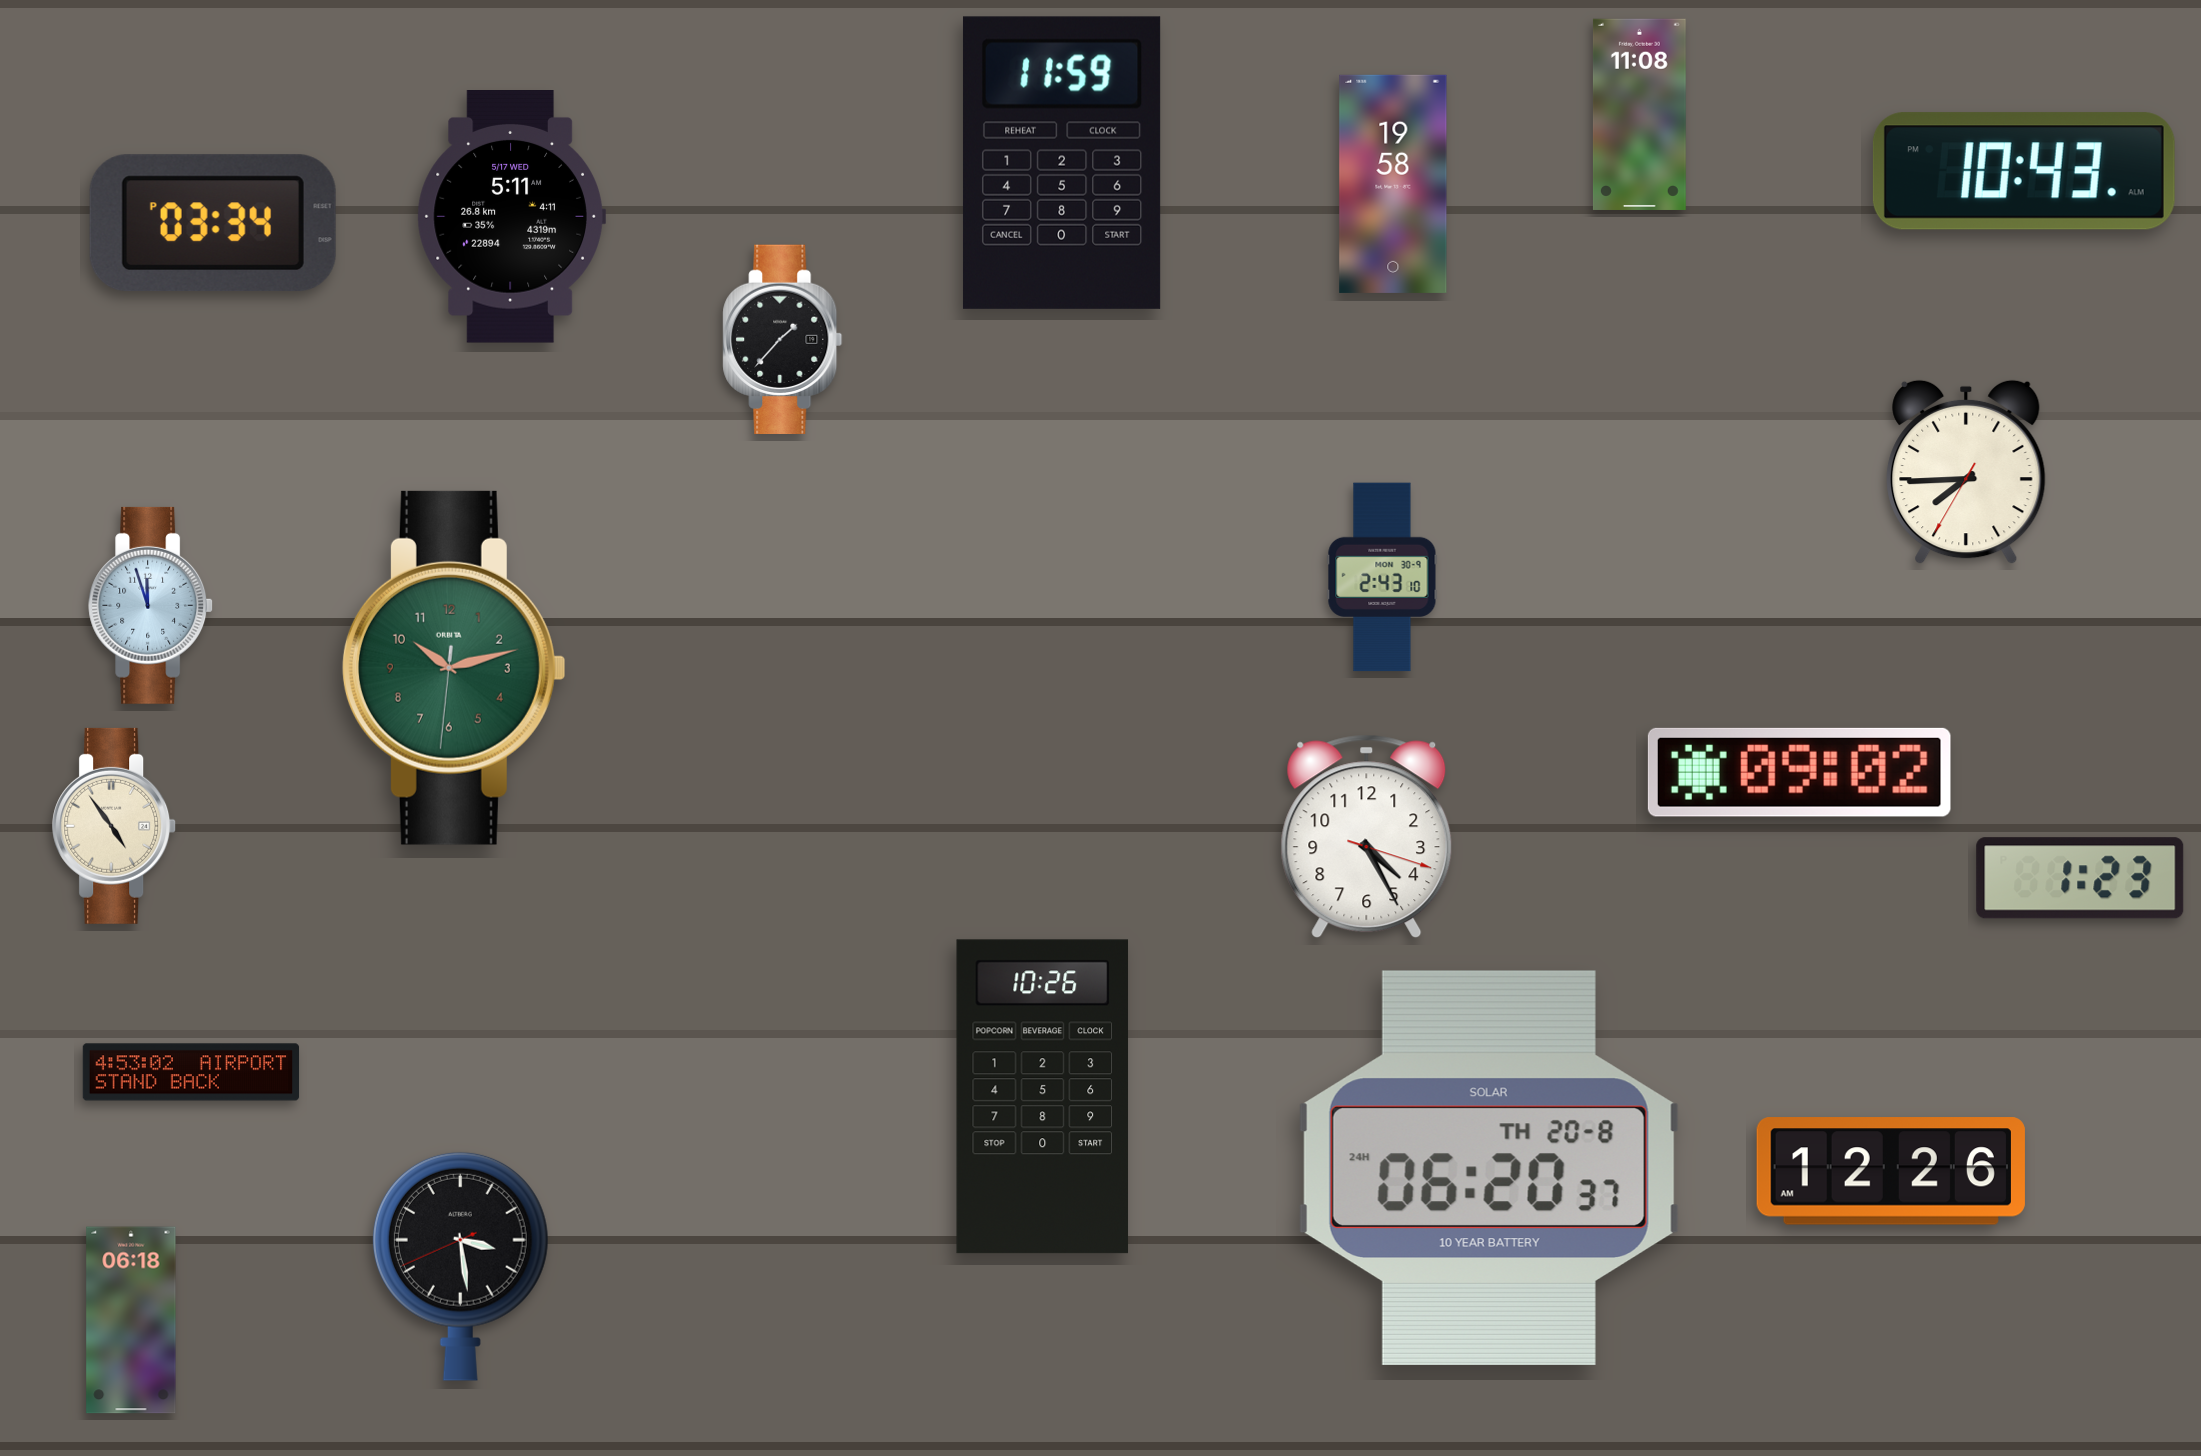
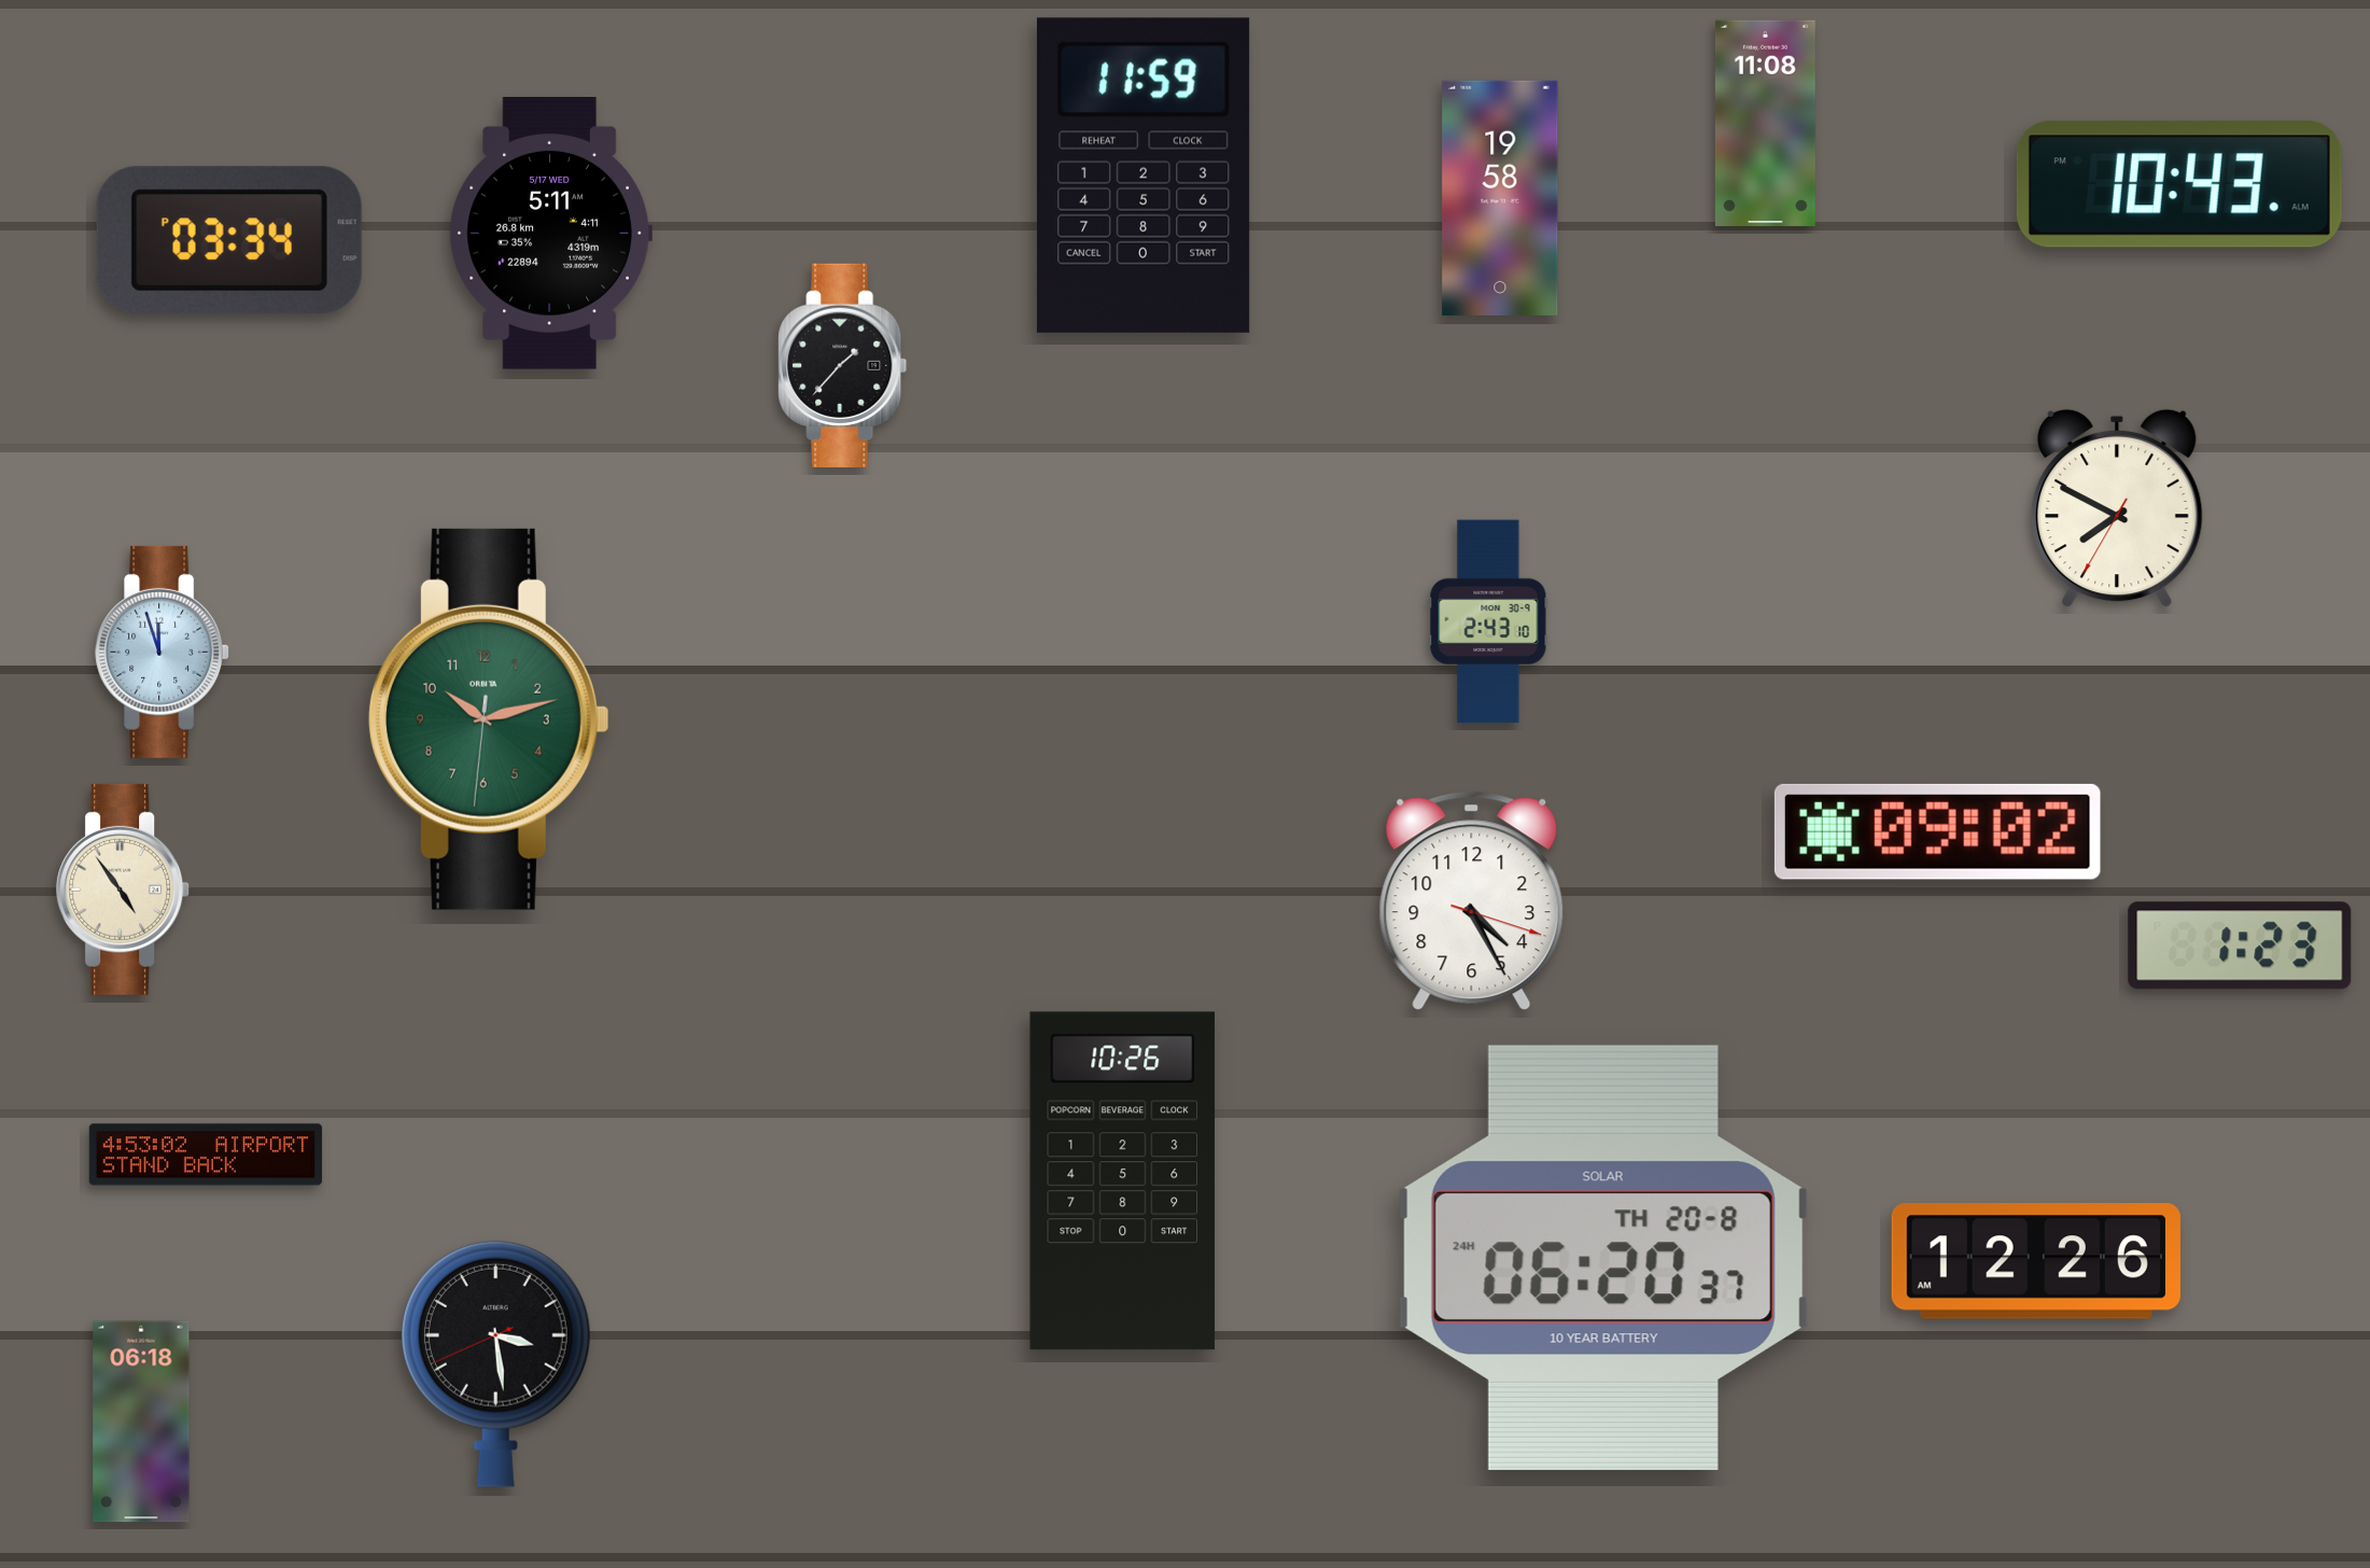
clock at (1966, 472): 7:44 -> 7:49
